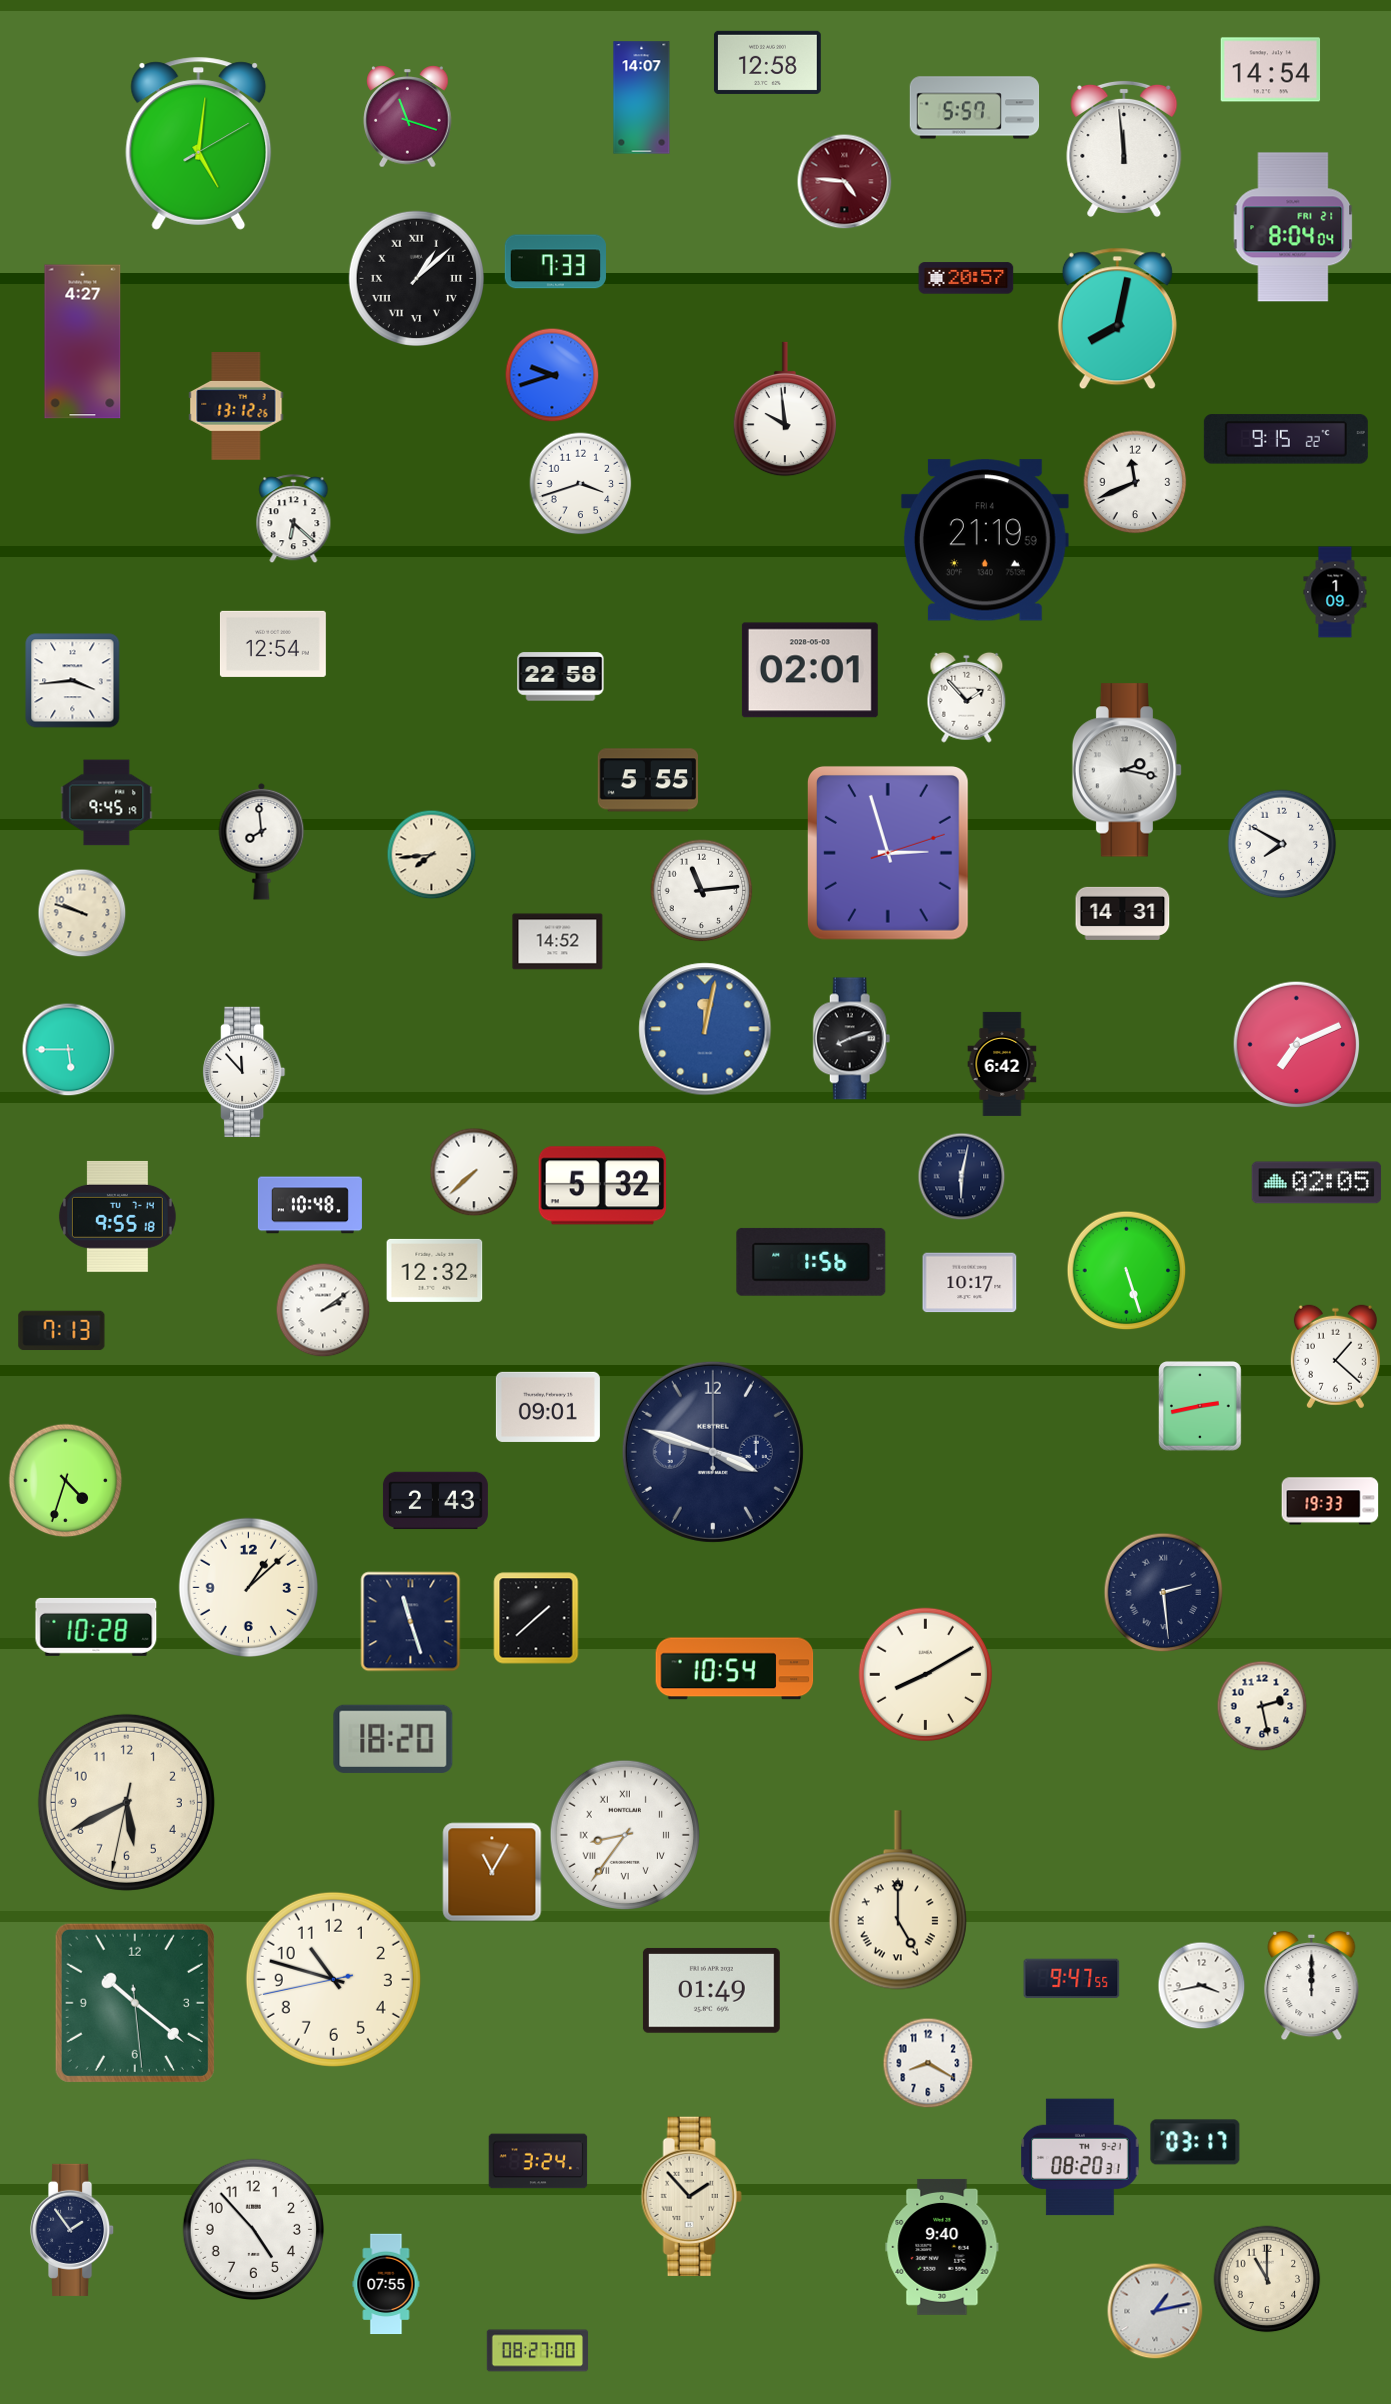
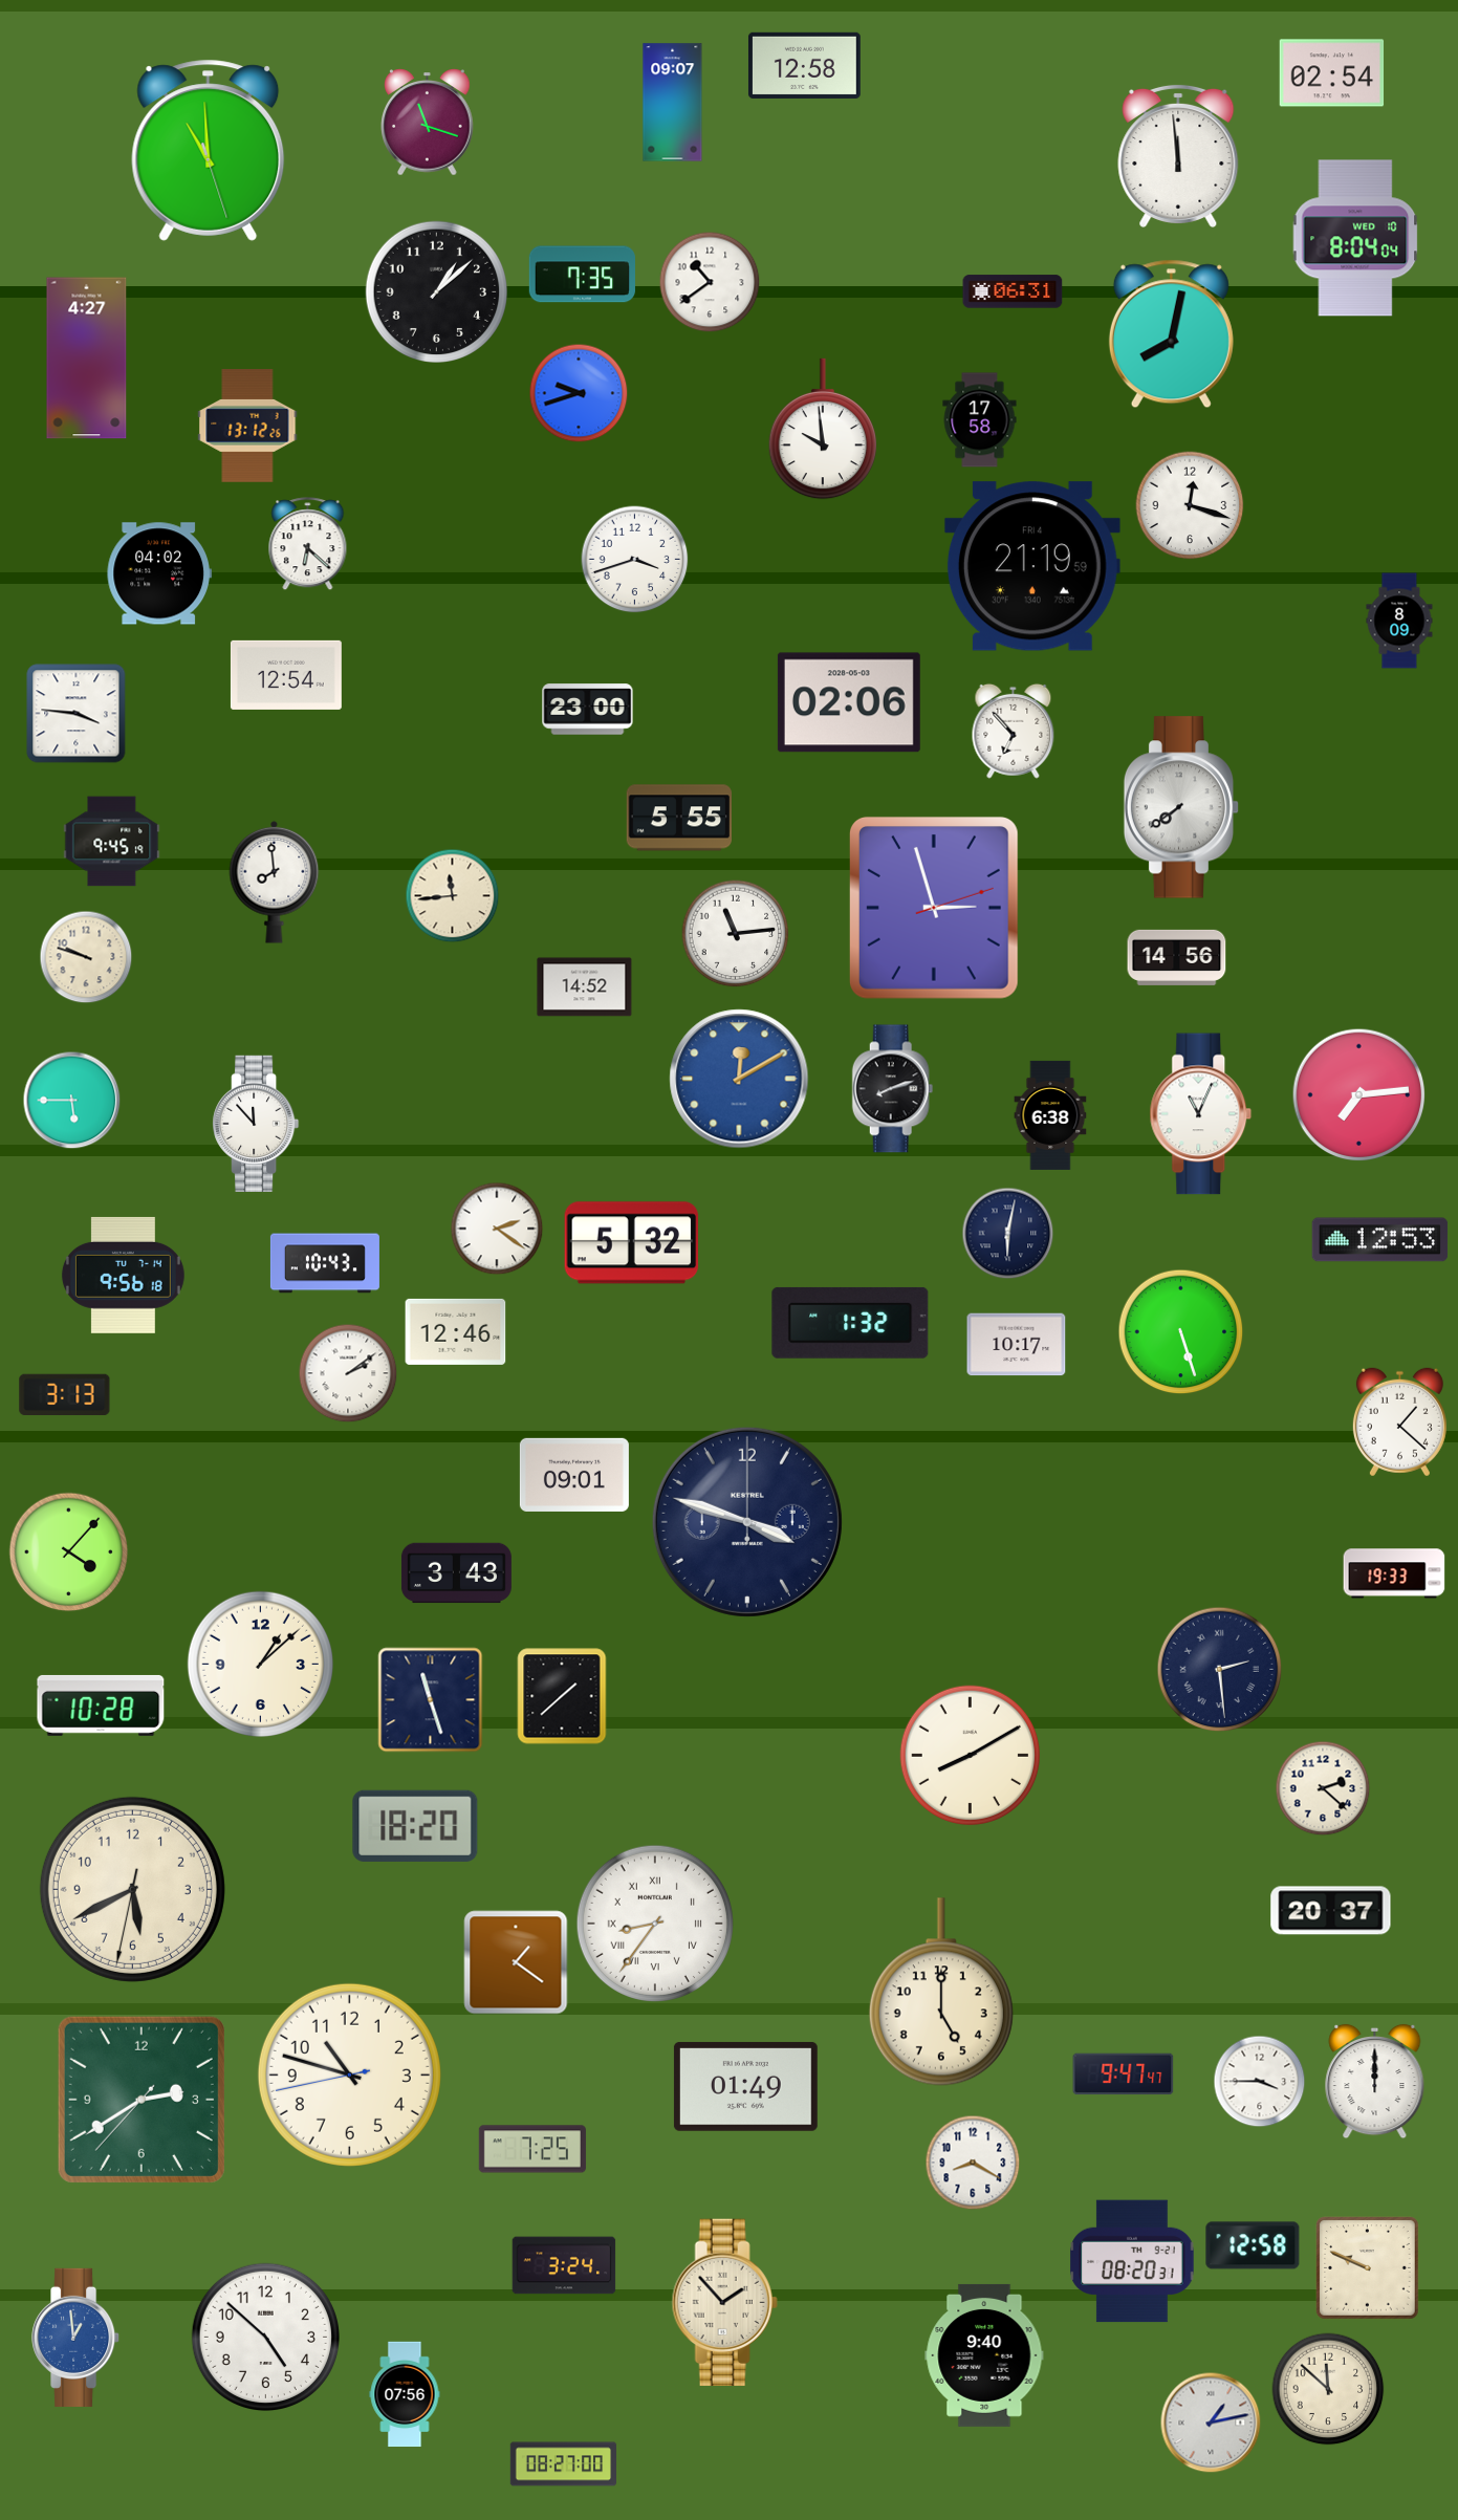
clock at (1271, 70): 14:54 -> 02:54
clock at (642, 98): 14:07 -> 09:07
clock at (975, 108): 5:57 -> none
clock at (199, 143): 5:01 -> 10:59
clock at (845, 182): 4:46 -> none
clock at (1293, 227) date: FRI 21 -> WED 10
clock at (555, 262): 7:33 -> 7:35
clock at (710, 282): none -> 10:39
clock at (416, 278) numerals: Roman -> Arabic
clock at (966, 278): 20:57 -> 06:31
clock at (980, 420): none -> 17:58
clock at (1286, 439): 9:15 -> none
clock at (1135, 482): 11:41 -> 12:18
clock at (581, 484) position: (581, 484) -> (635, 560)
clock at (158, 573): none -> 04:02
clock at (1335, 592): 1:09 -> 8:09
clock at (810, 670): 02:01 -> 02:06
clock at (561, 677): 22:58 -> 23:00
clock at (73, 681): 3:44 -> 3:46
clock at (967, 697): 1:53 -> 6:53
clock at (1127, 770): 2:17 -> 7:39
clock at (1282, 844): 7:50 -> none
clock at (888, 853) position: (888, 853) -> (934, 908)
clock at (432, 855): 7:44 -> 11:44
clock at (1123, 913): 14:31 -> 14:56
clock at (705, 1029): 12:02 -> 12:10
clock at (1297, 1045): 7:11 -> 7:14
clock at (1201, 1114): none -> 11:04
clock at (1002, 1064): 6:42 -> 6:38
clock at (474, 1172): 7:38 -> 2:21
clock at (1317, 1183): 02:05 -> 12:53
clock at (310, 1205): 10:48 -> 10:43
clock at (117, 1216): 9:55 -> 9:56
clock at (811, 1262): 1:56 -> 1:32
clock at (435, 1270): 12:32 -> 12:46
clock at (323, 1310) position: (323, 1310) -> (348, 1373)
clock at (62, 1331): 7:13 -> 3:13
clock at (1201, 1407): 2:43 -> none
clock at (66, 1481): 4:33 -> 4:07
clock at (435, 1501): 2:43 -> 3:43
clock at (735, 1669): 10:54 -> none
clock at (1262, 1706): 2:28 -> 2:22
clock at (393, 1739) position: (393, 1739) -> (415, 1826)
clock at (1331, 1911): none -> 20:37
clock at (492, 1872): 11:05 -> 1:21
clock at (898, 1900) numerals: Roman -> Arabic
clock at (1072, 1979): 9:47:55 -> 9:47:47
clock at (1202, 1986): 3:43 -> 3:45
clock at (135, 2003): 10:21 -> 2:39
clock at (532, 2149): none -> 7:25
clock at (1195, 2142): 03:17 -> 12:58
clock at (1368, 2268): none -> 9:49
clock at (253, 2229): 4:53 -> 4:52
clock at (73, 2230): 1:54 -> 12:59
clock at (73, 2230) dial: navy -> blue
clock at (942, 2247) position: (942, 2247) -> (984, 2355)
clock at (1267, 2279): 11:00 -> 11:52
clock at (386, 2284): 07:55 -> 07:56
